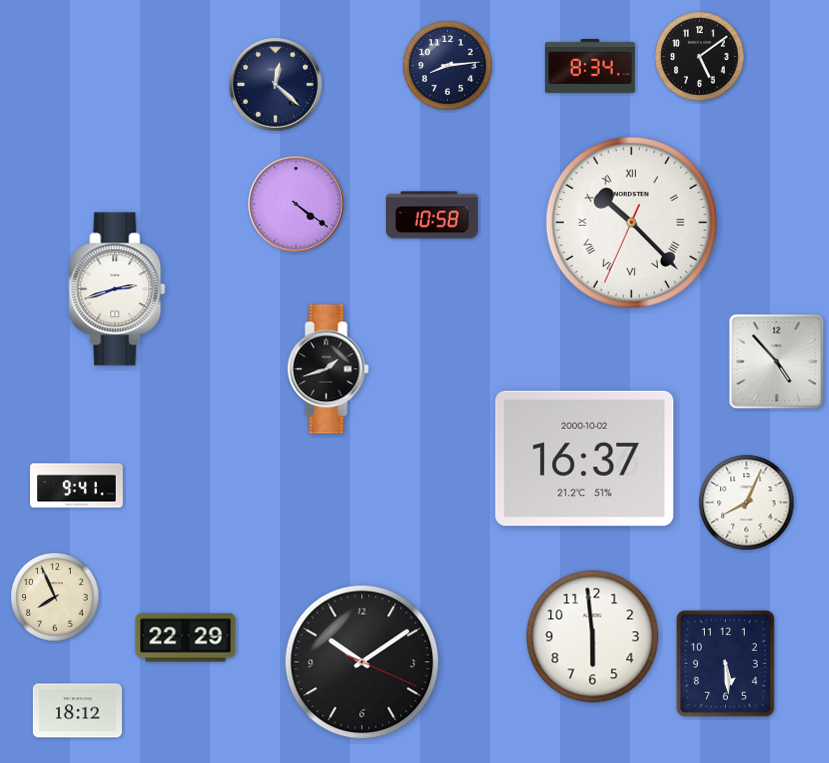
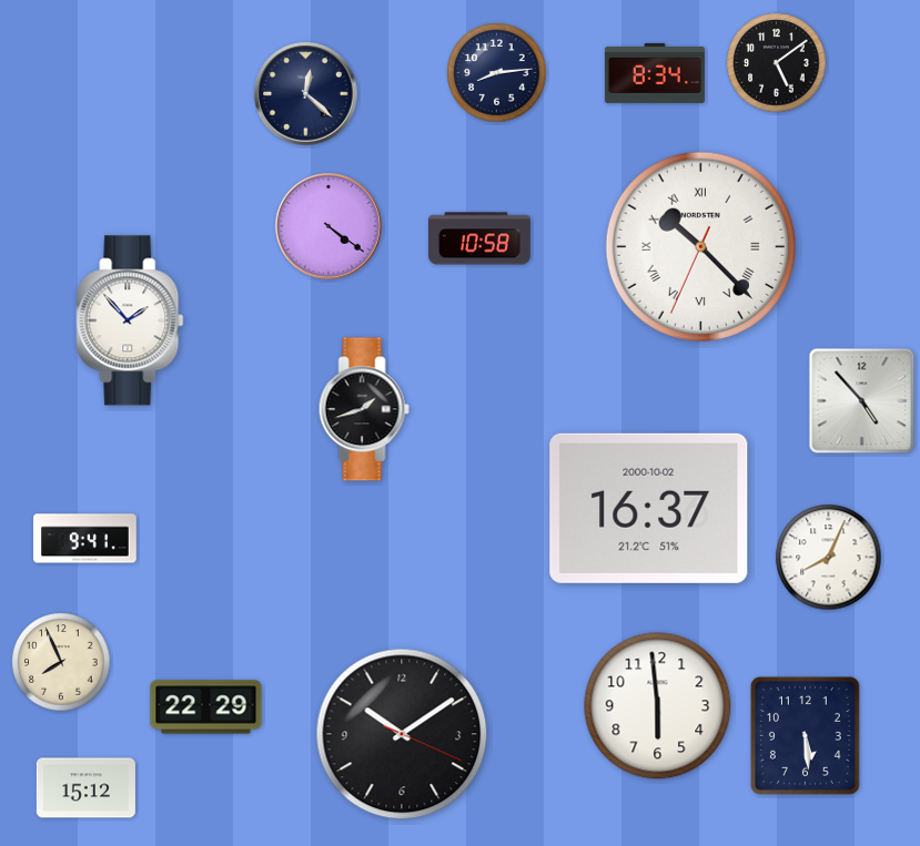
clock at (117, 289): 2:42 -> 1:53
clock at (77, 711): 18:12 -> 15:12
